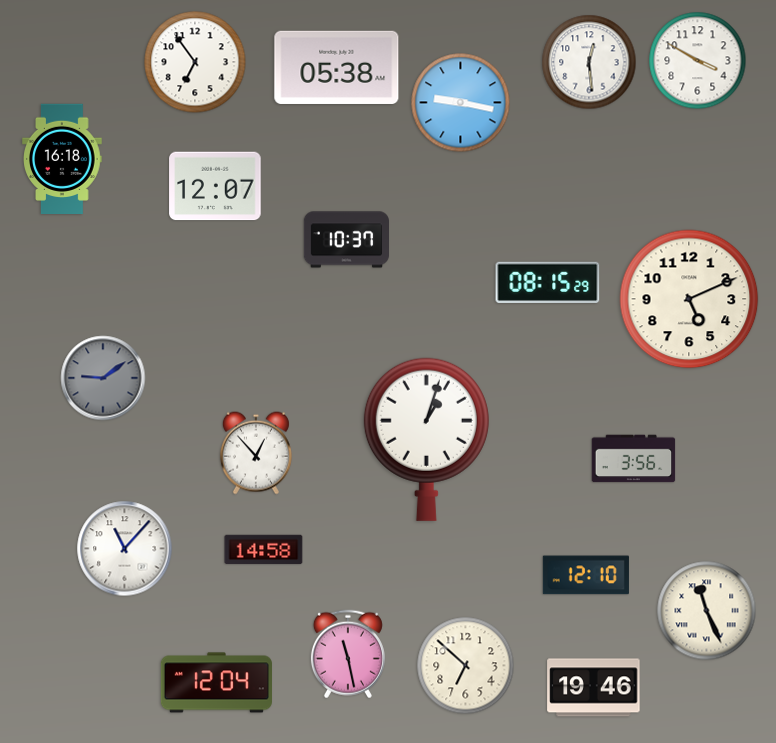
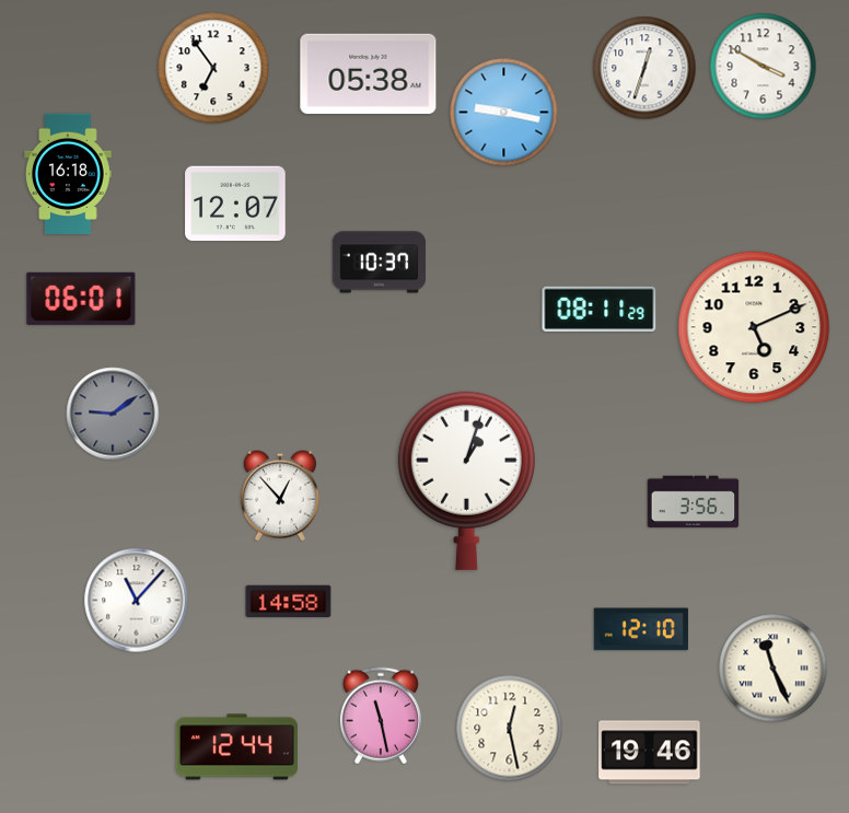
clock at (589, 62): 12:29 -> 12:33
clock at (81, 299): none -> 06:01
clock at (548, 282): 08:15 -> 08:11
clock at (466, 666): 6:52 -> 12:28
clock at (216, 683): 12:04 -> 12:44
